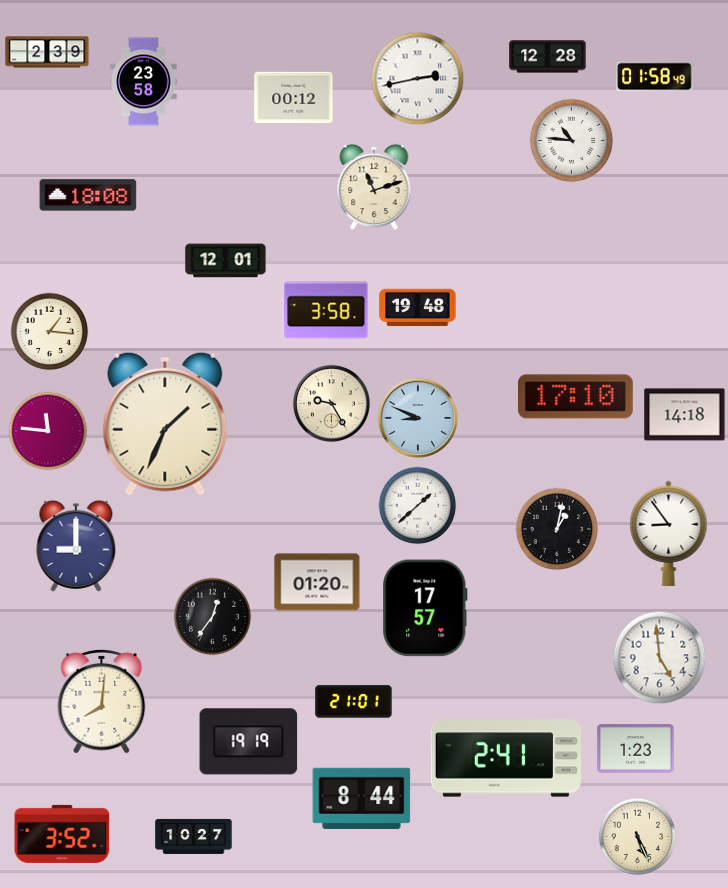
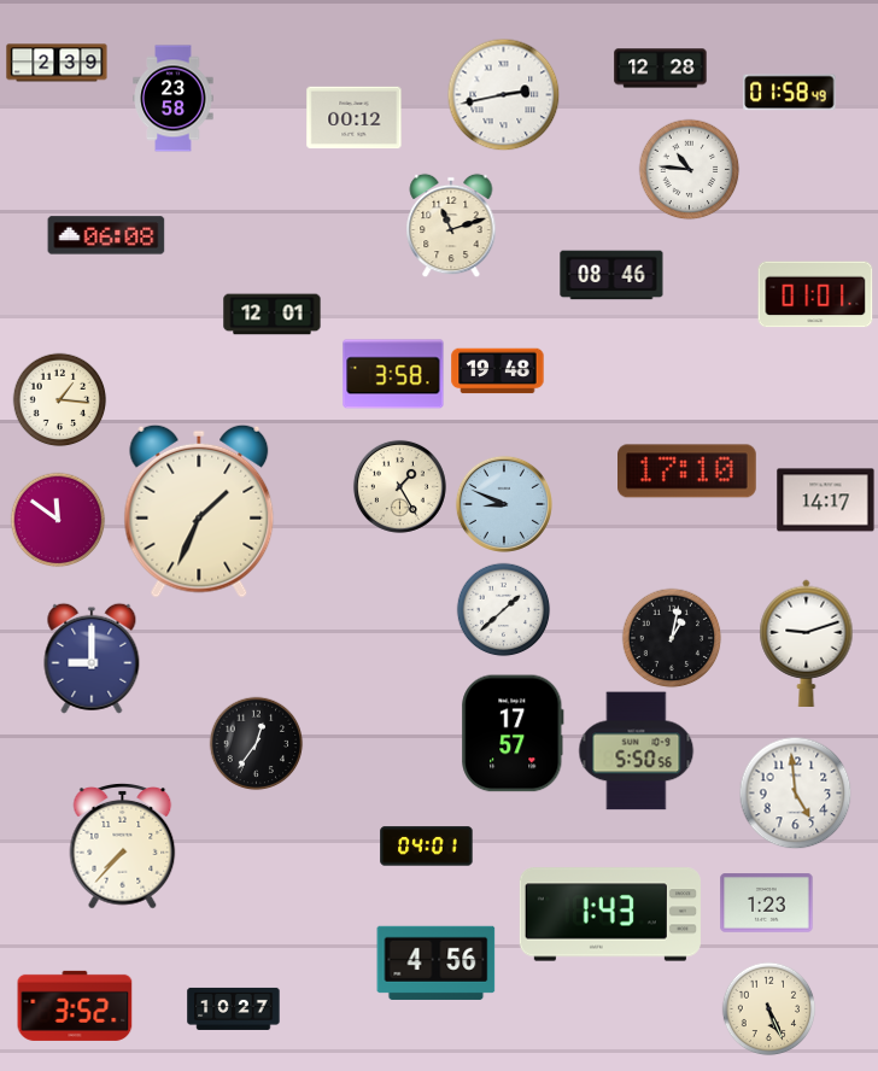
clock at (88, 195): 18:08 -> 06:08
clock at (611, 275): none -> 08:46
clock at (815, 294): none -> 01:01
clock at (418, 308) position: (418, 308) -> (498, 371)
clock at (576, 397) position: (576, 397) -> (687, 472)
clock at (331, 403): 9:25 -> 1:25
clock at (685, 415): 14:18 -> 14:17
clock at (48, 431): 11:46 -> 11:51
clock at (669, 533): 8:54 -> 9:12
clock at (317, 582): 01:20 -> none
clock at (637, 751): none -> 5:50
clock at (102, 701): 8:01 -> 7:37
clock at (354, 702): 21:01 -> 04:01
clock at (249, 742): 19:19 -> none
clock at (506, 758): 2:41 -> 1:43
clock at (362, 798): 8:44 -> 4:56
